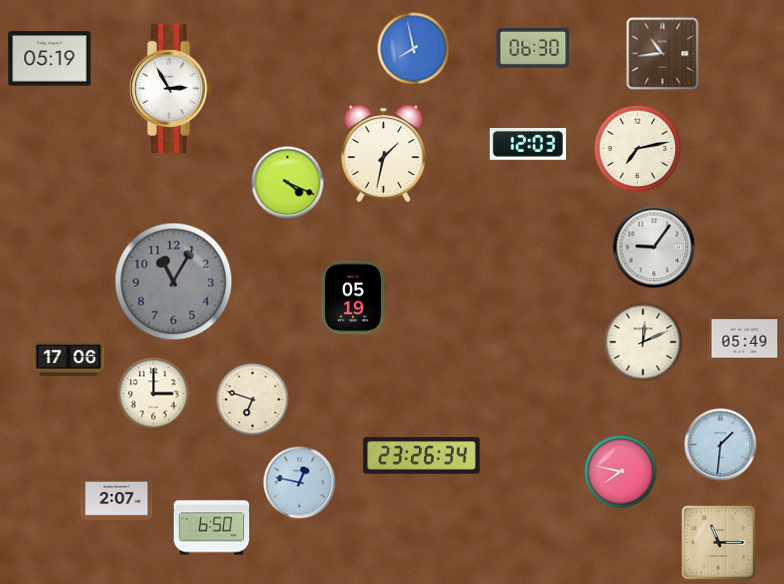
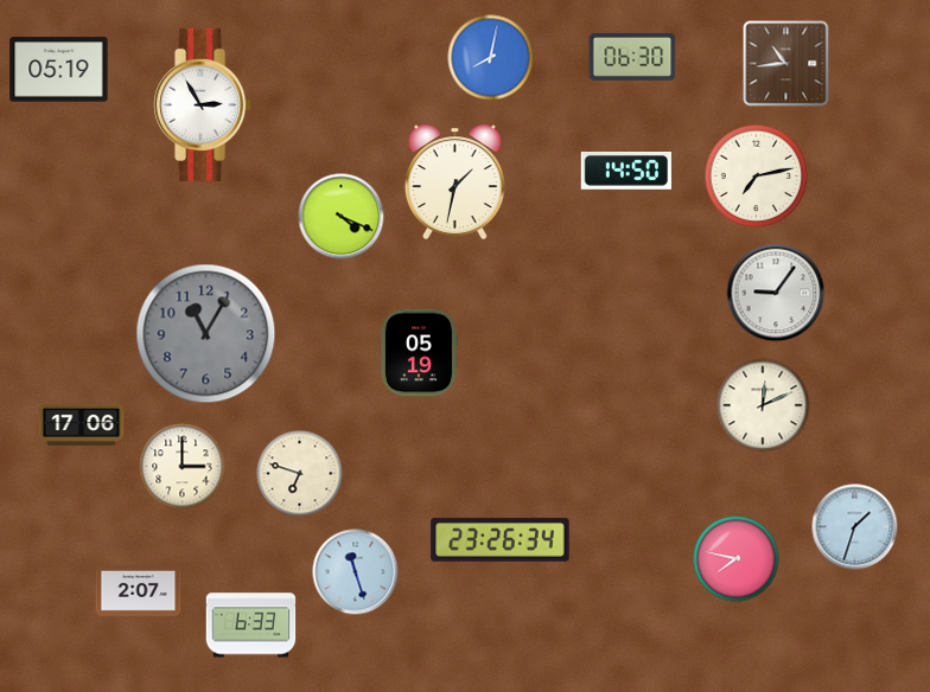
clock at (414, 49): 7:58 -> 8:02
clock at (527, 145): 12:03 -> 14:50
clock at (745, 339): 05:49 -> none
clock at (721, 445): 1:31 -> 1:33
clock at (300, 483): 12:47 -> 11:27
clock at (212, 528): 6:50 -> 6:33
clock at (719, 543): 11:15 -> none
